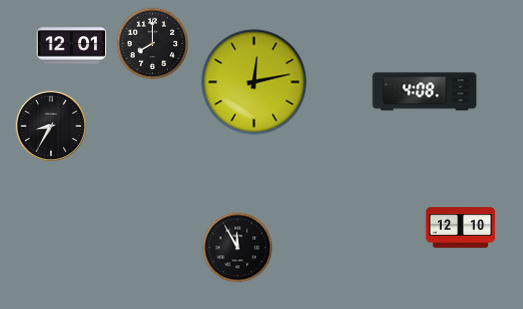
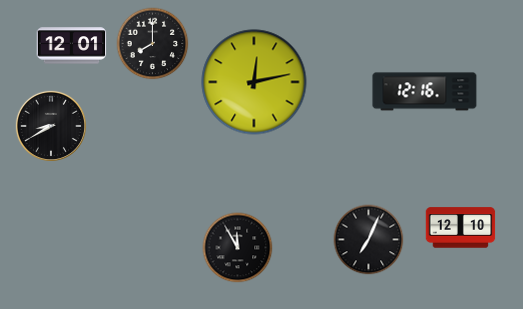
clock at (425, 92): 4:08 -> 12:16
clock at (51, 126): 8:35 -> 8:40
clock at (369, 240): none -> 7:04
